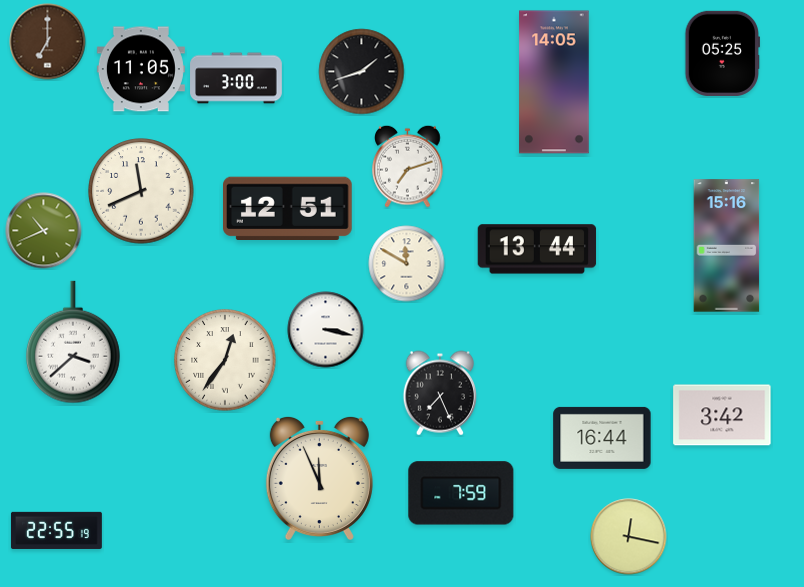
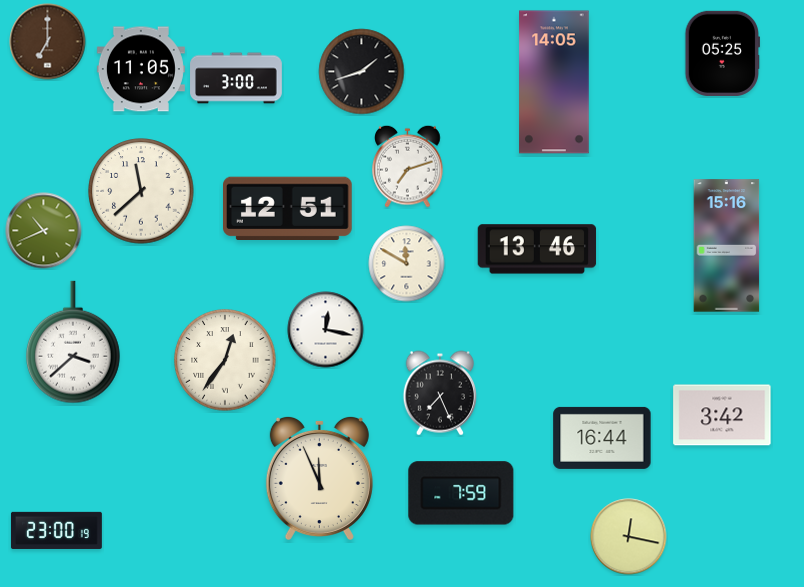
clock at (141, 191): 11:41 -> 11:38
clock at (537, 249): 13:44 -> 13:46
clock at (326, 330): 3:17 -> 12:17
clock at (56, 530): 22:55 -> 23:00
